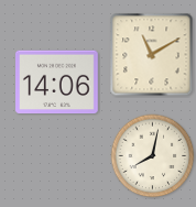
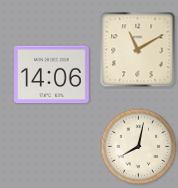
clock at (153, 156) position: (153, 156) -> (139, 147)
